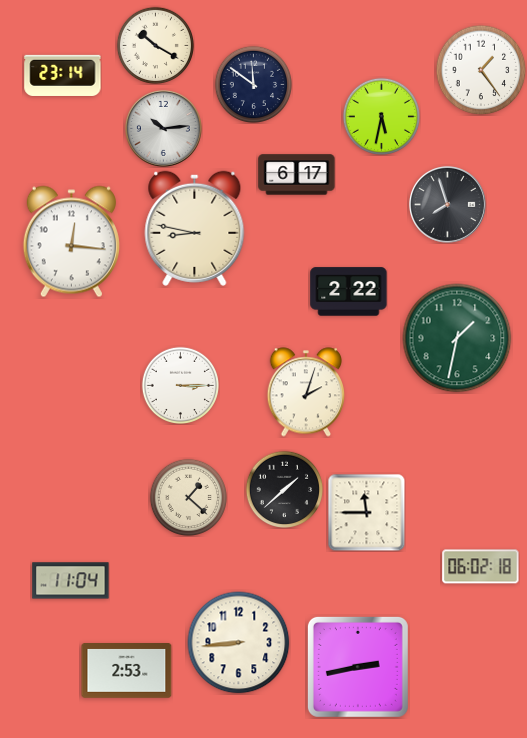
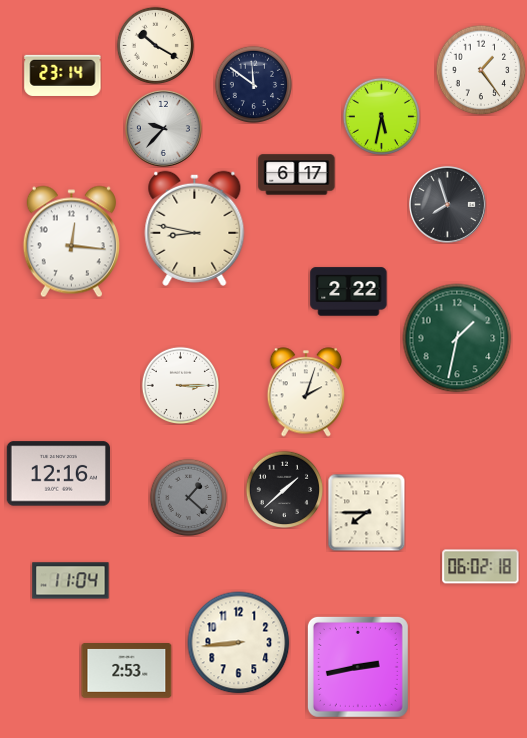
clock at (163, 128): 10:14 -> 9:37
clock at (58, 474): none -> 12:16
clock at (188, 497) dial: cream -> grey
clock at (366, 512): 11:45 -> 7:45
